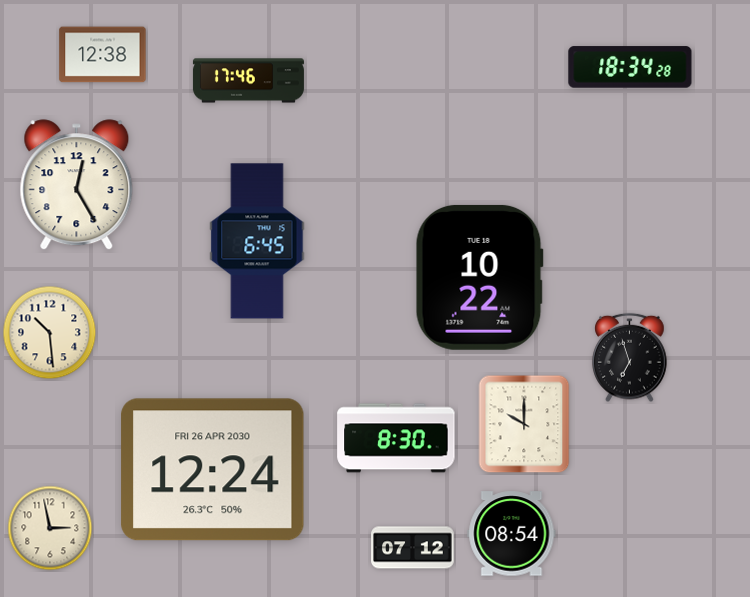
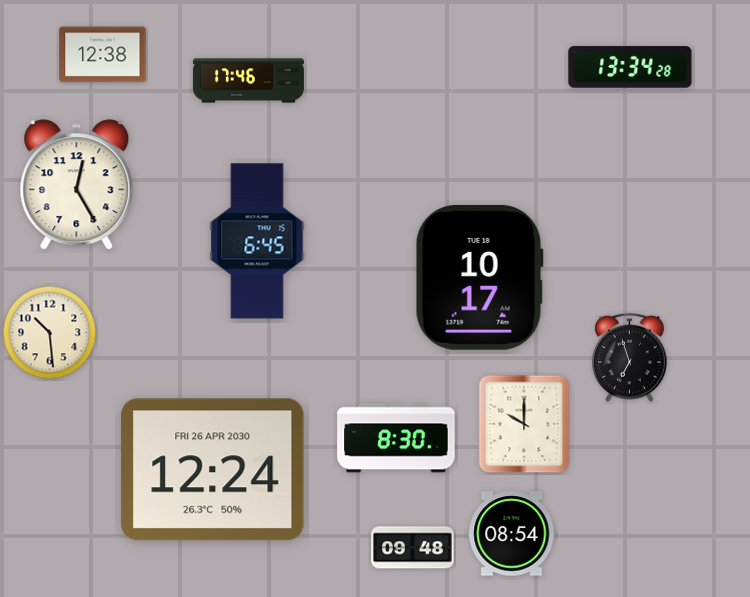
clock at (630, 67): 18:34 -> 13:34
clock at (479, 277): 10:22 -> 10:17
clock at (50, 528): 2:58 -> none
clock at (413, 548): 07:12 -> 09:48
